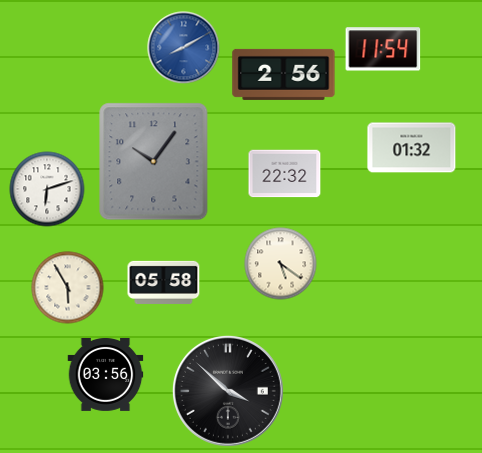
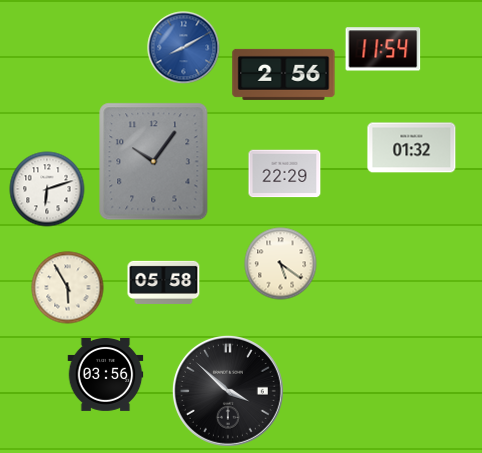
clock at (285, 174): 22:32 -> 22:29
